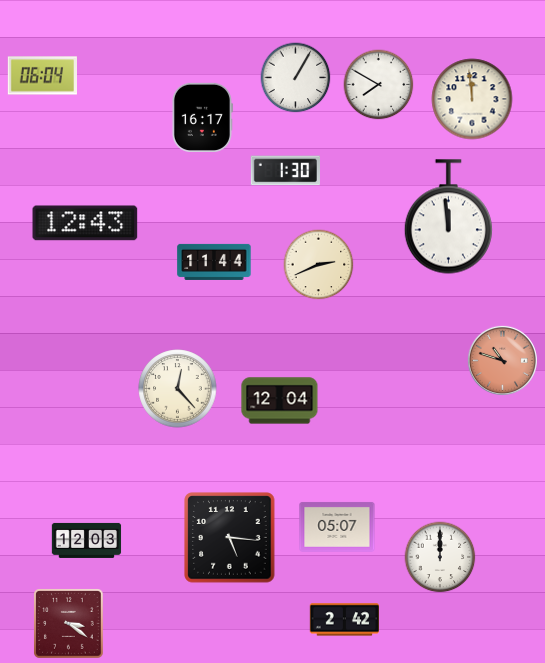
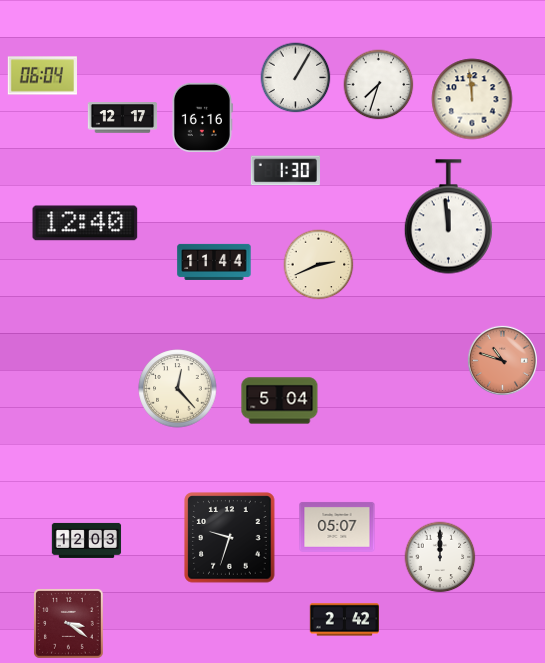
clock at (379, 85): 7:50 -> 7:33
clock at (202, 117): 16:17 -> 16:16
clock at (123, 118): none -> 12:17
clock at (85, 223): 12:43 -> 12:40
clock at (280, 401): 12:04 -> 5:04
clock at (230, 538): 5:16 -> 9:33
